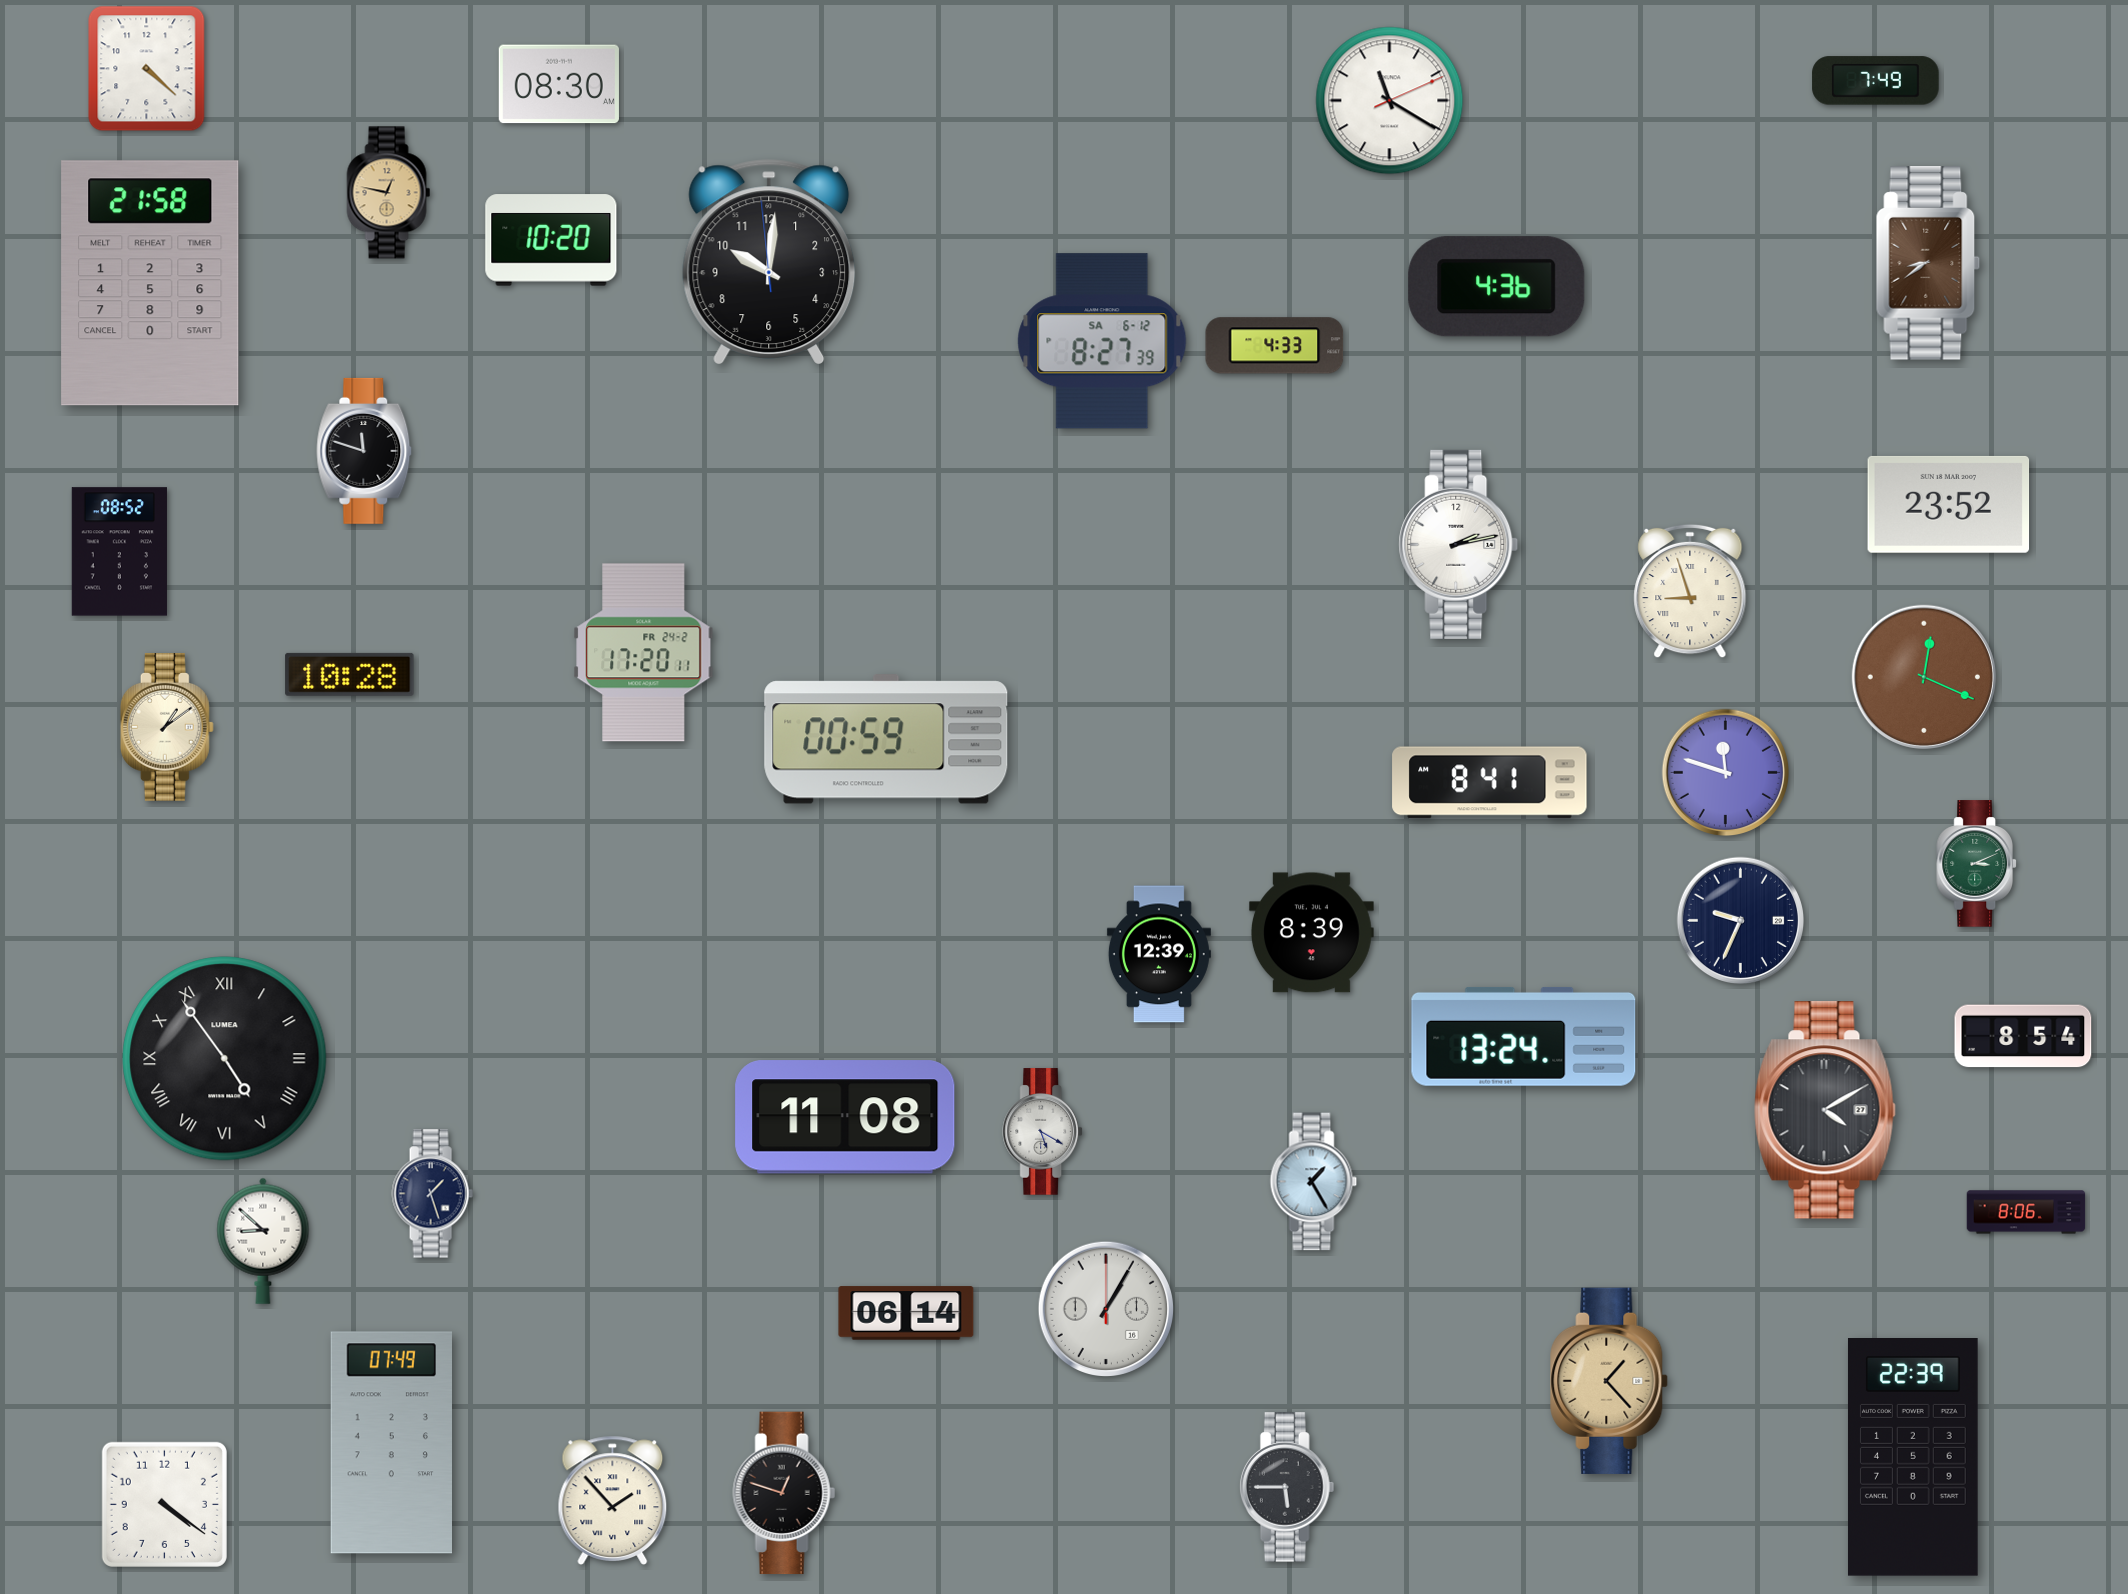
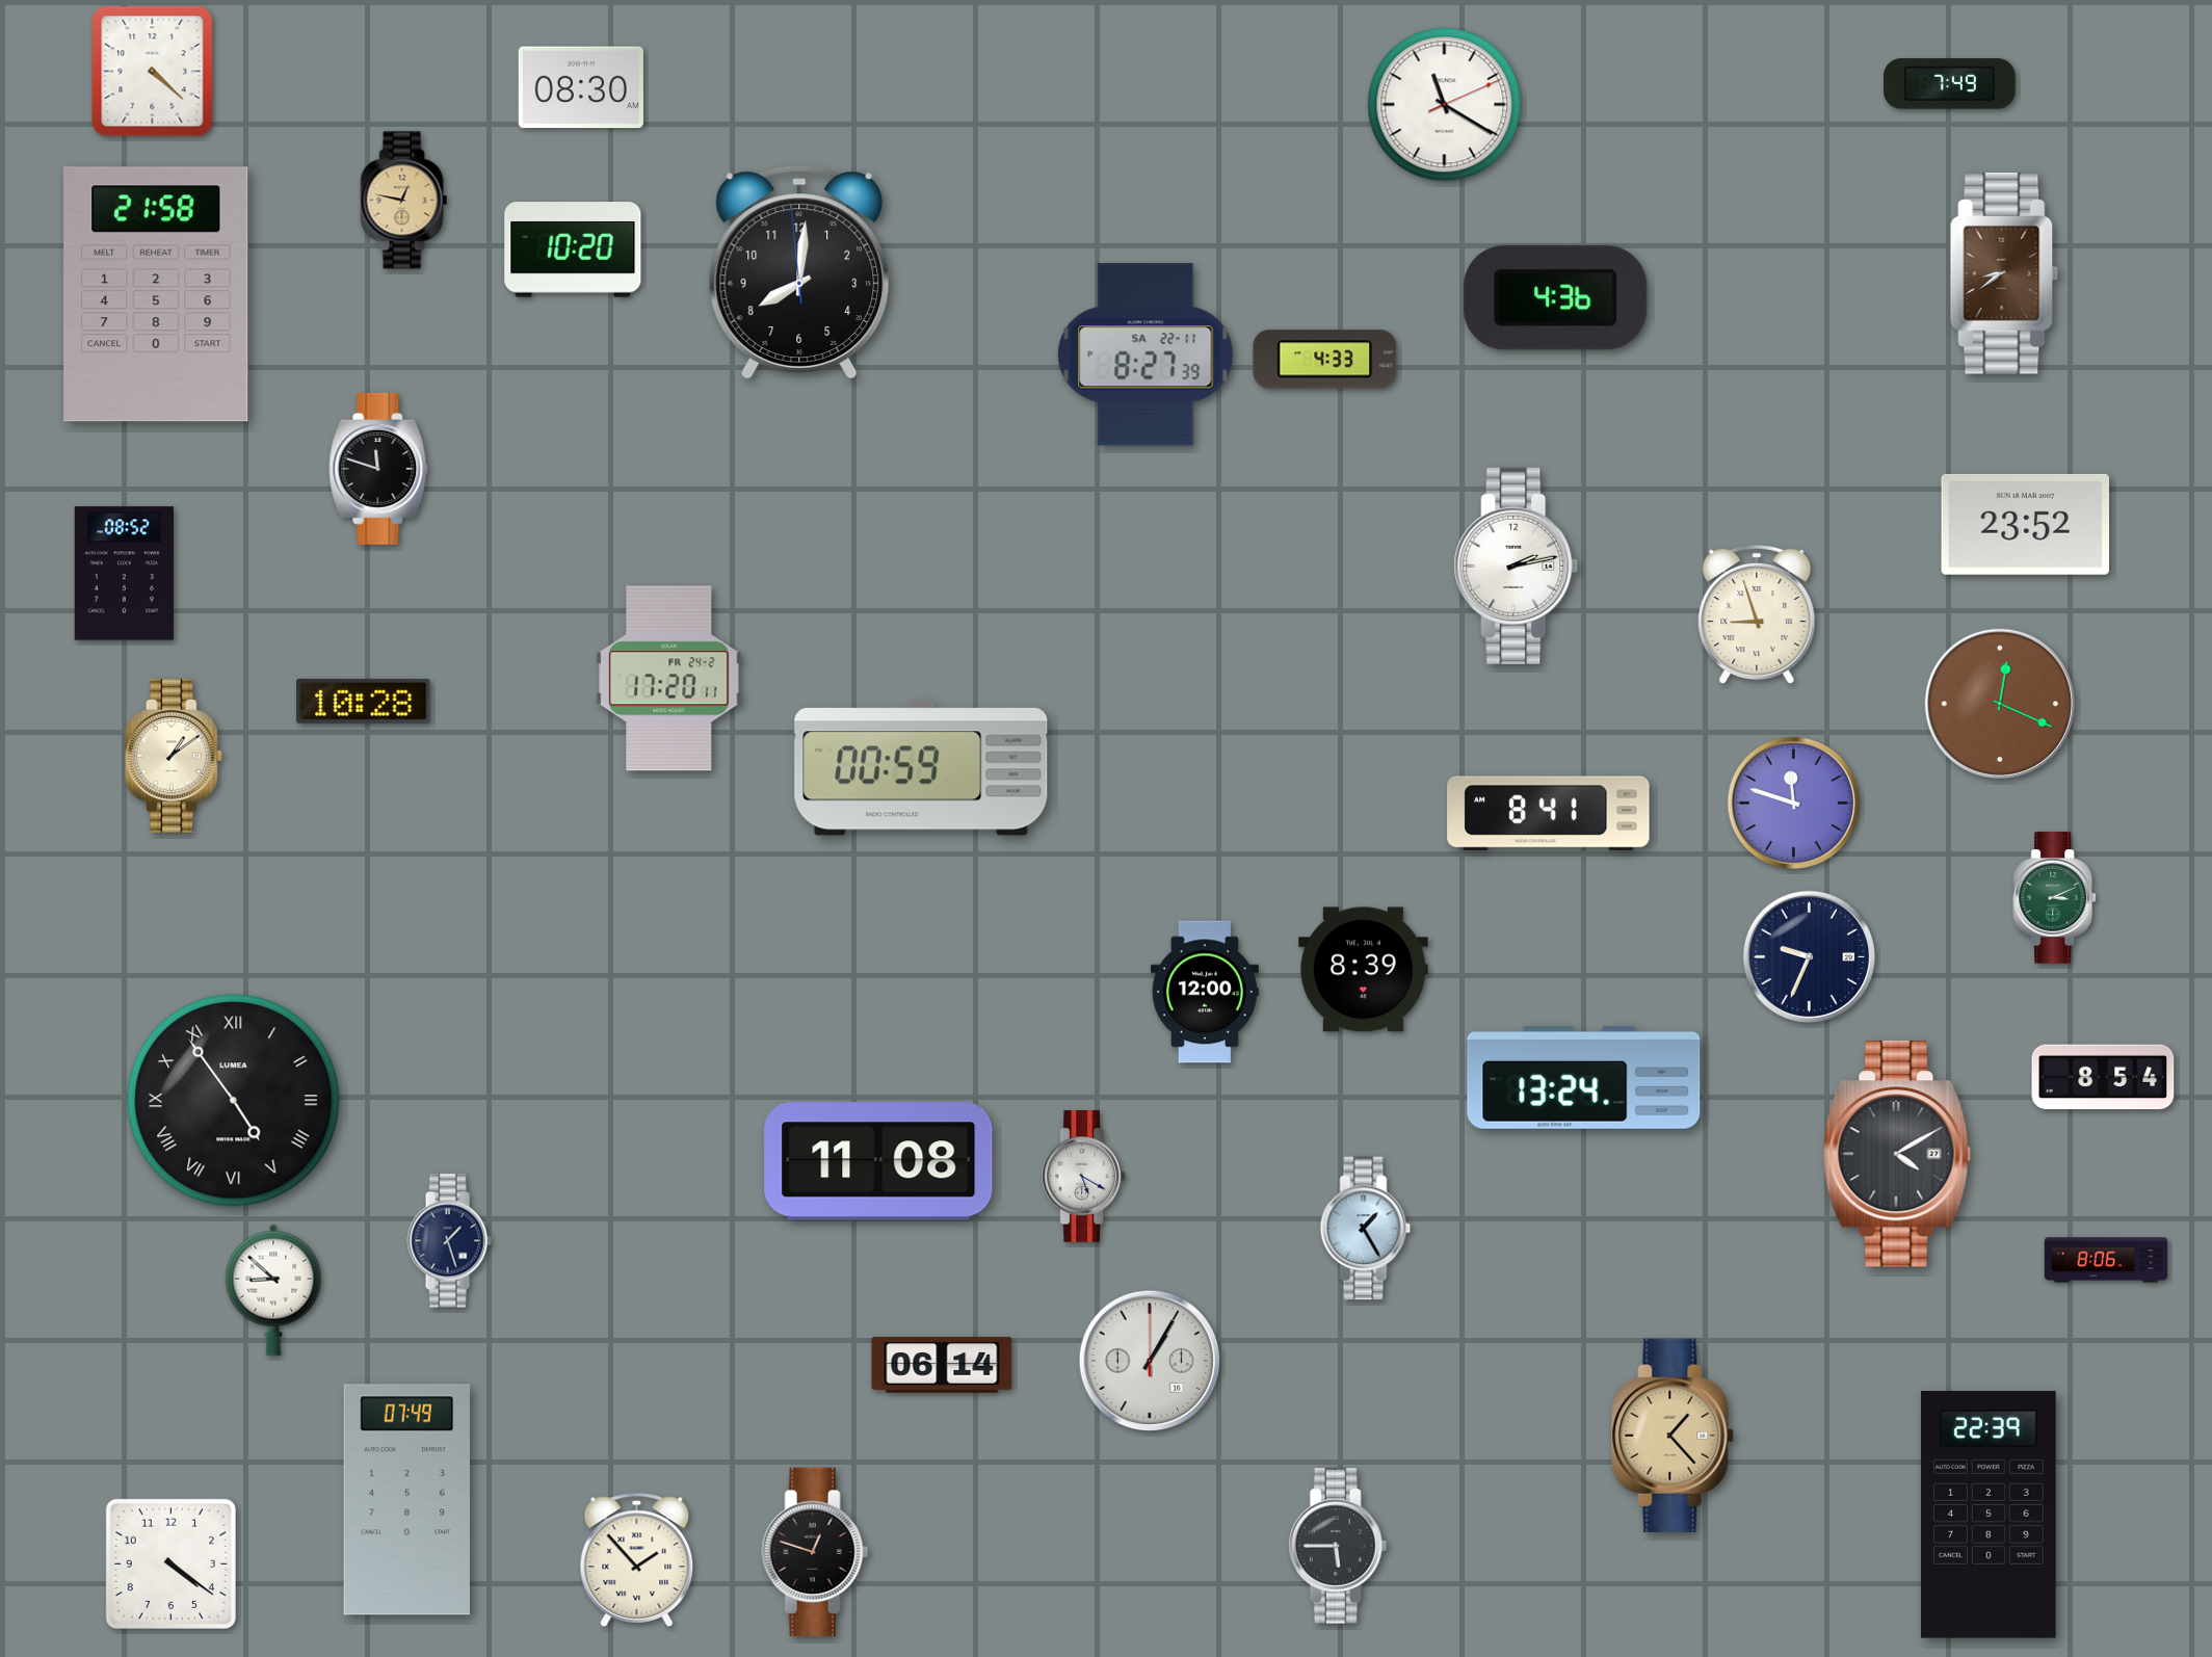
clock at (769, 262): 10:00 -> 8:00
clock at (1102, 341) date: SA 6-12 -> SA 22-11
clock at (1159, 954): 12:39 -> 12:00
